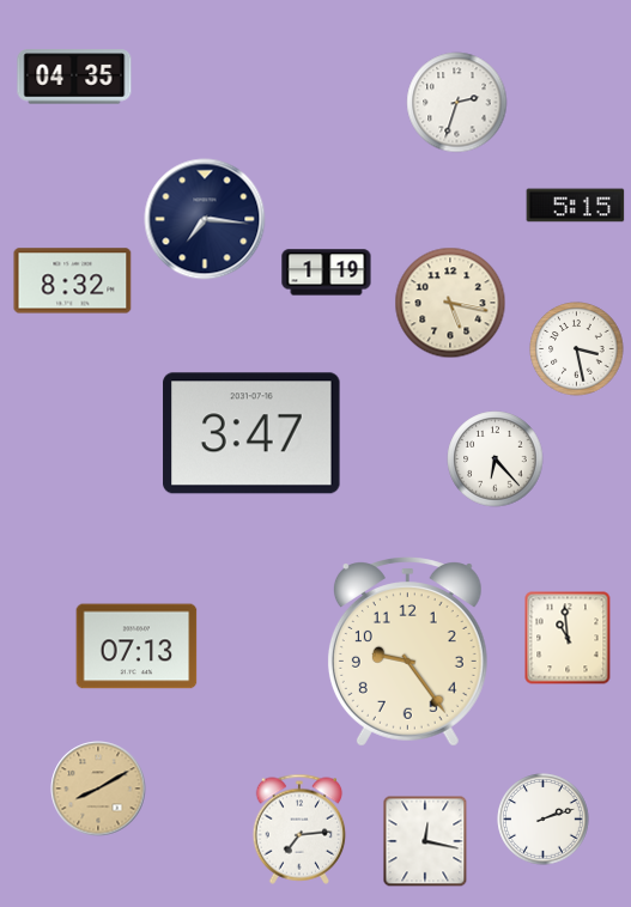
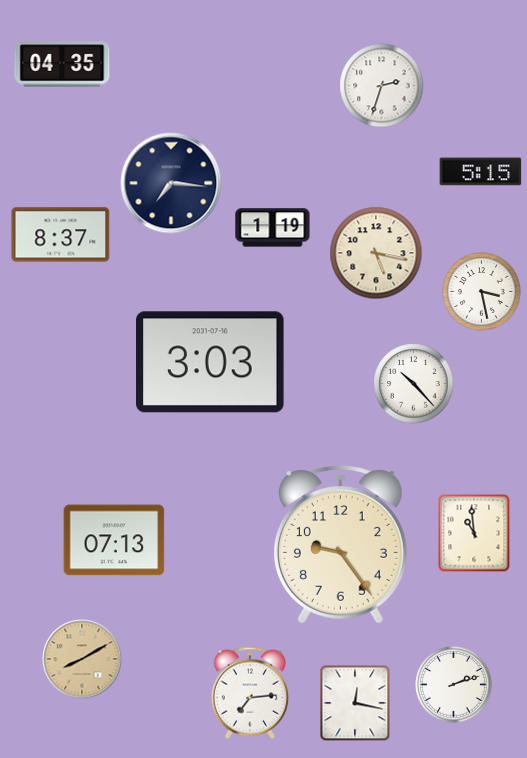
clock at (73, 281): 8:32 -> 8:37
clock at (251, 433): 3:47 -> 3:03
clock at (496, 459): 6:23 -> 10:23
